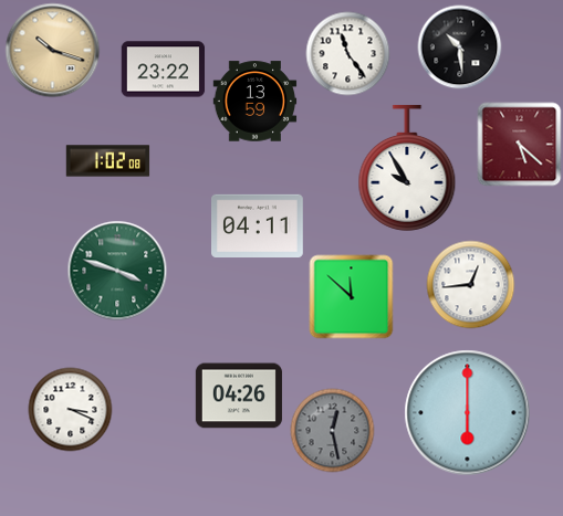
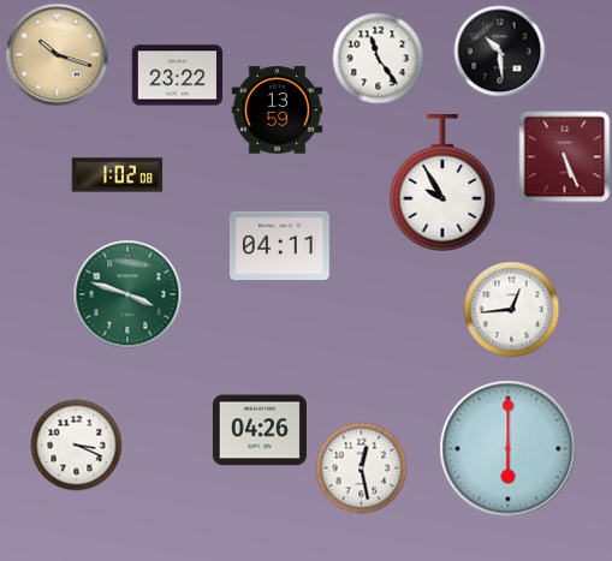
clock at (520, 145): 5:22 -> 5:26
clock at (352, 297): 11:52 -> none
clock at (333, 431) dial: grey -> white
